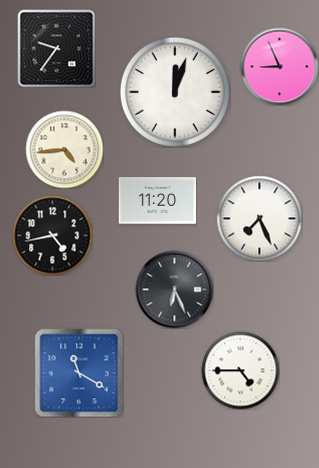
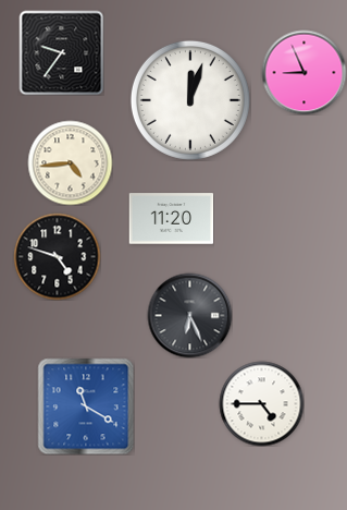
clock at (259, 218): 7:26 -> none
clock at (52, 235): 4:43 -> 4:48
